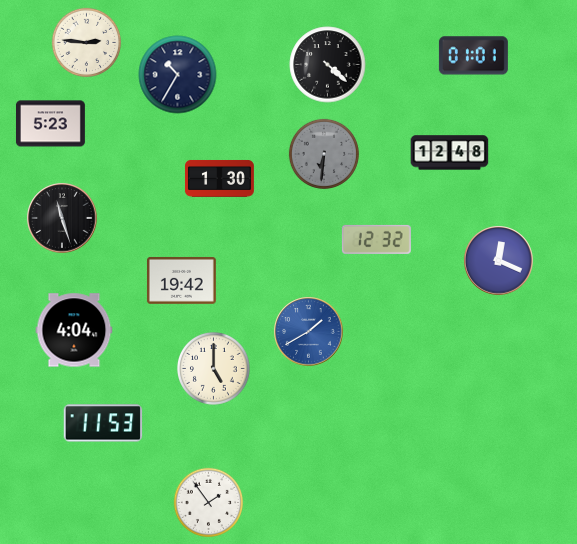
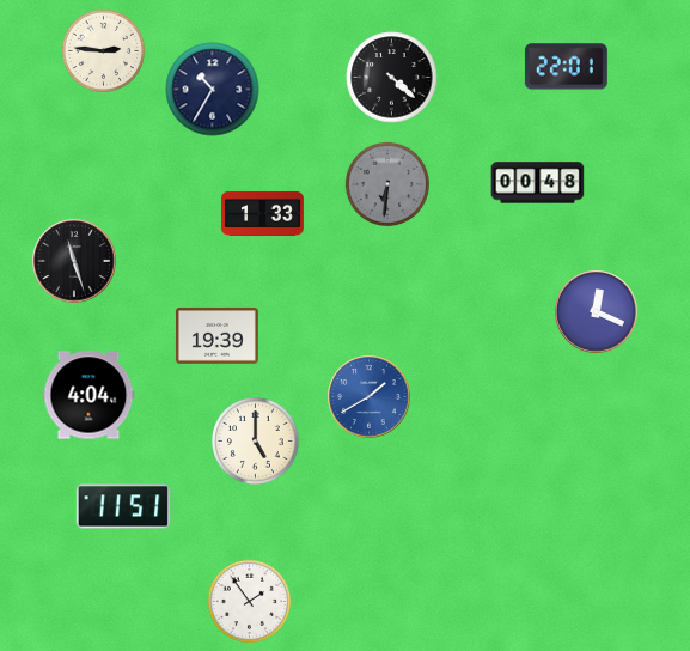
clock at (473, 56): 01:01 -> 22:01
clock at (50, 124): 5:23 -> none
clock at (450, 153): 12:48 -> 00:48
clock at (219, 178): 1:30 -> 1:33
clock at (376, 239): 12:32 -> none
clock at (181, 281): 19:42 -> 19:39
clock at (103, 423): 11:53 -> 11:51
